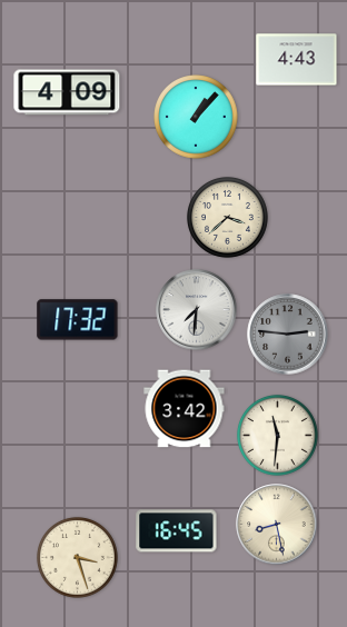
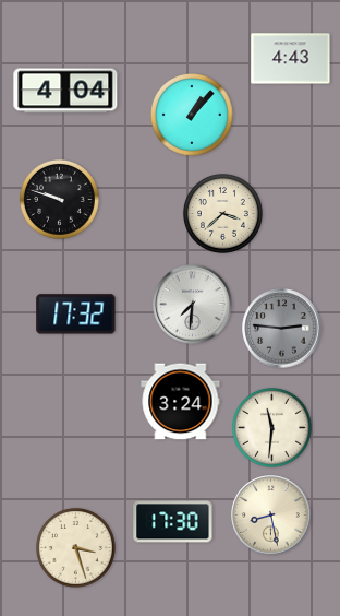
clock at (67, 92): 4:09 -> 4:04
clock at (59, 199): none -> 9:48
clock at (185, 409): 3:42 -> 3:24
clock at (177, 531): 16:45 -> 17:30
